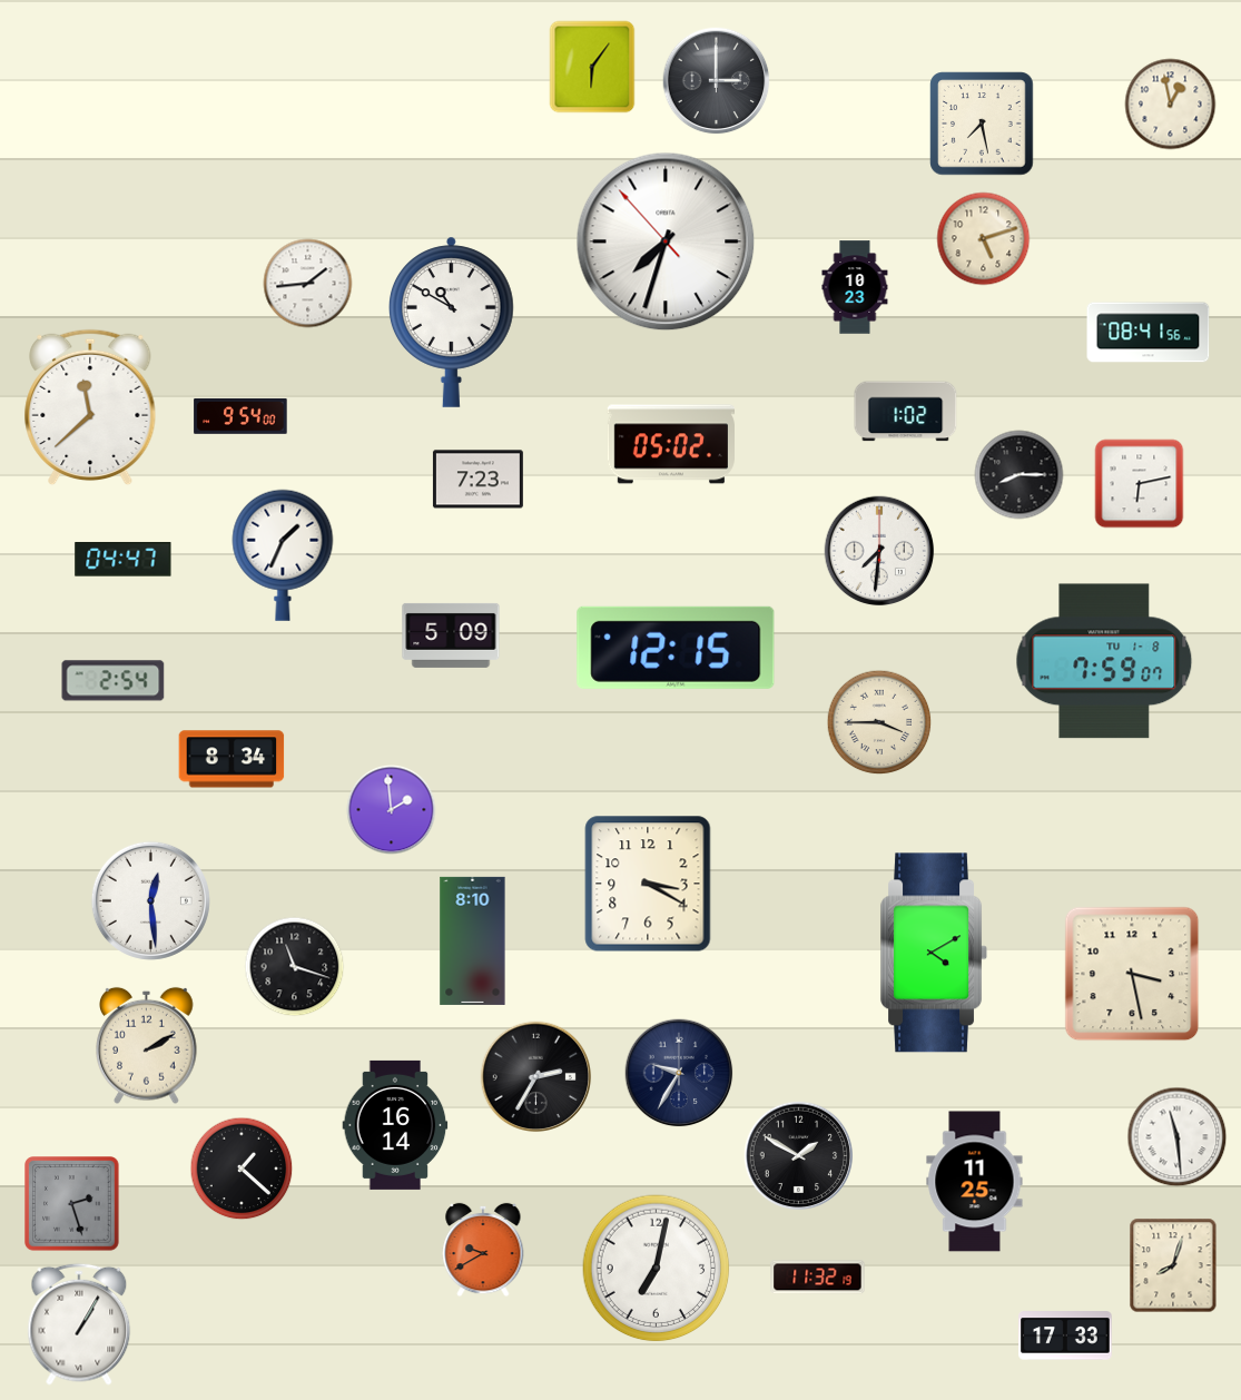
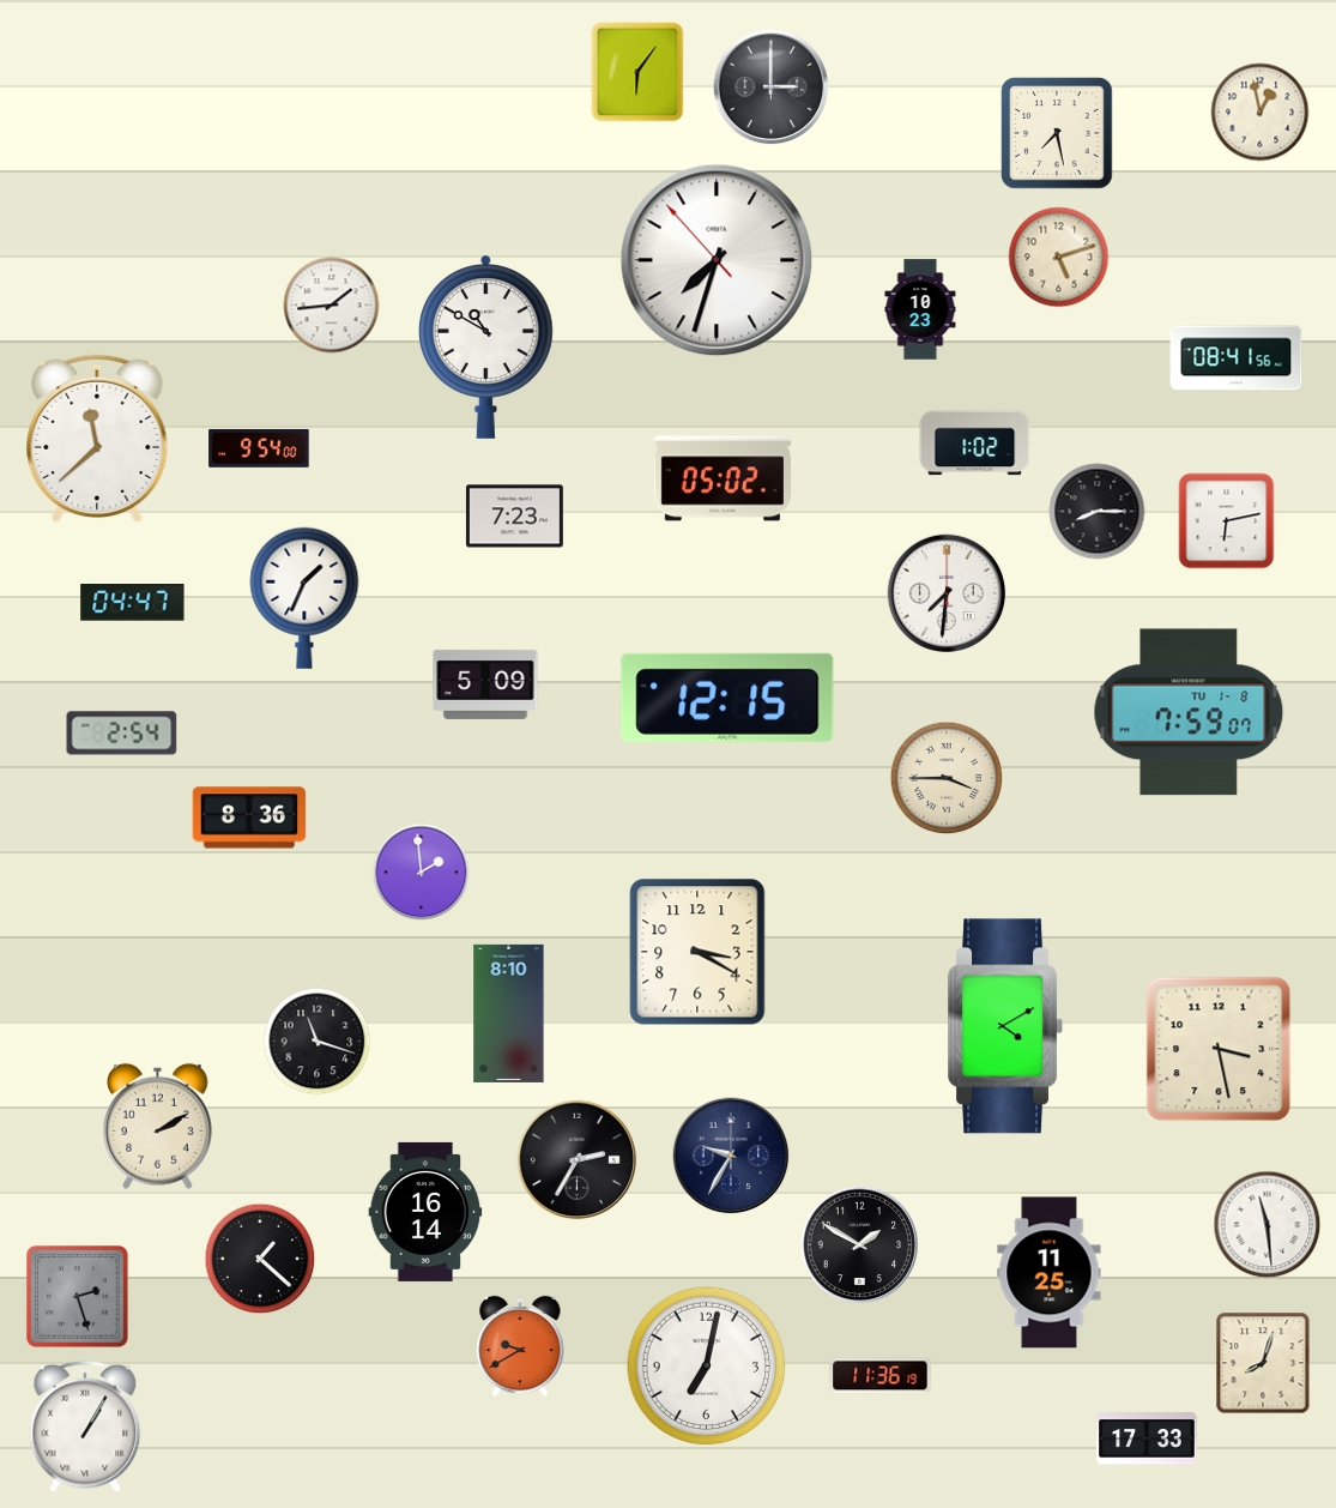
clock at (232, 759): 8:34 -> 8:36
clock at (150, 900): 12:29 -> none
clock at (818, 1278): 11:32 -> 11:36
